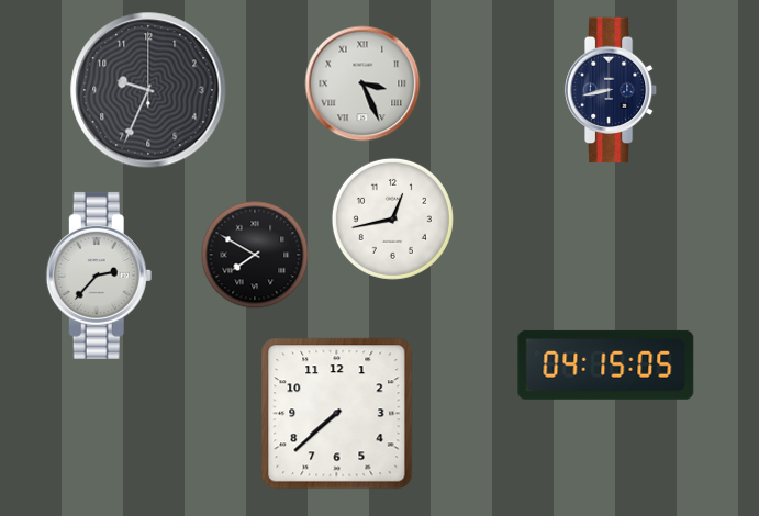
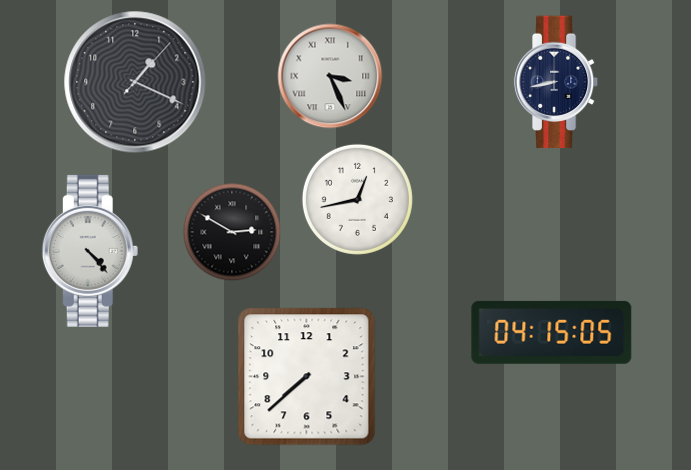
clock at (148, 90): 9:34 -> 1:19
clock at (255, 255): 7:50 -> 2:50
clock at (99, 276): 2:37 -> 4:23
